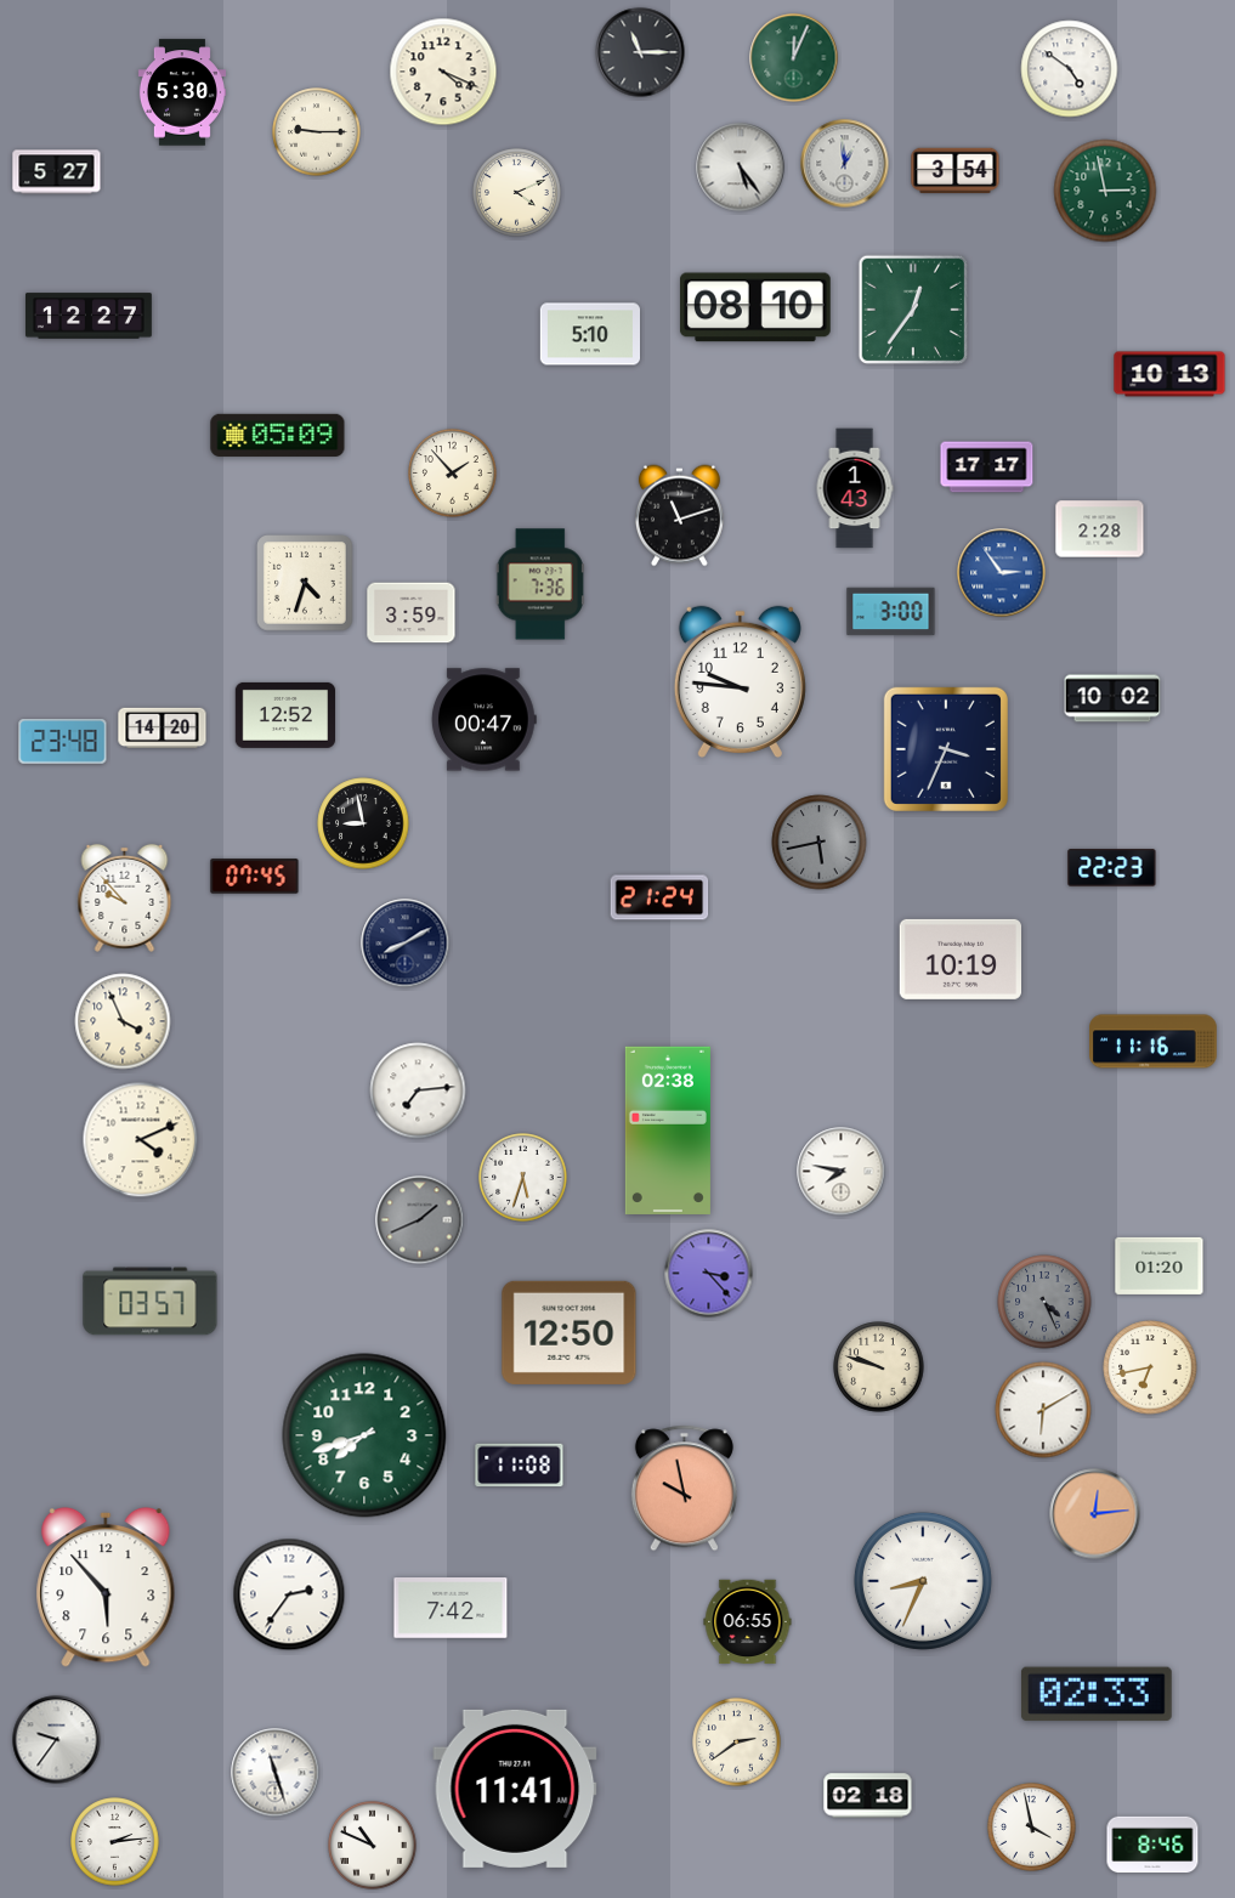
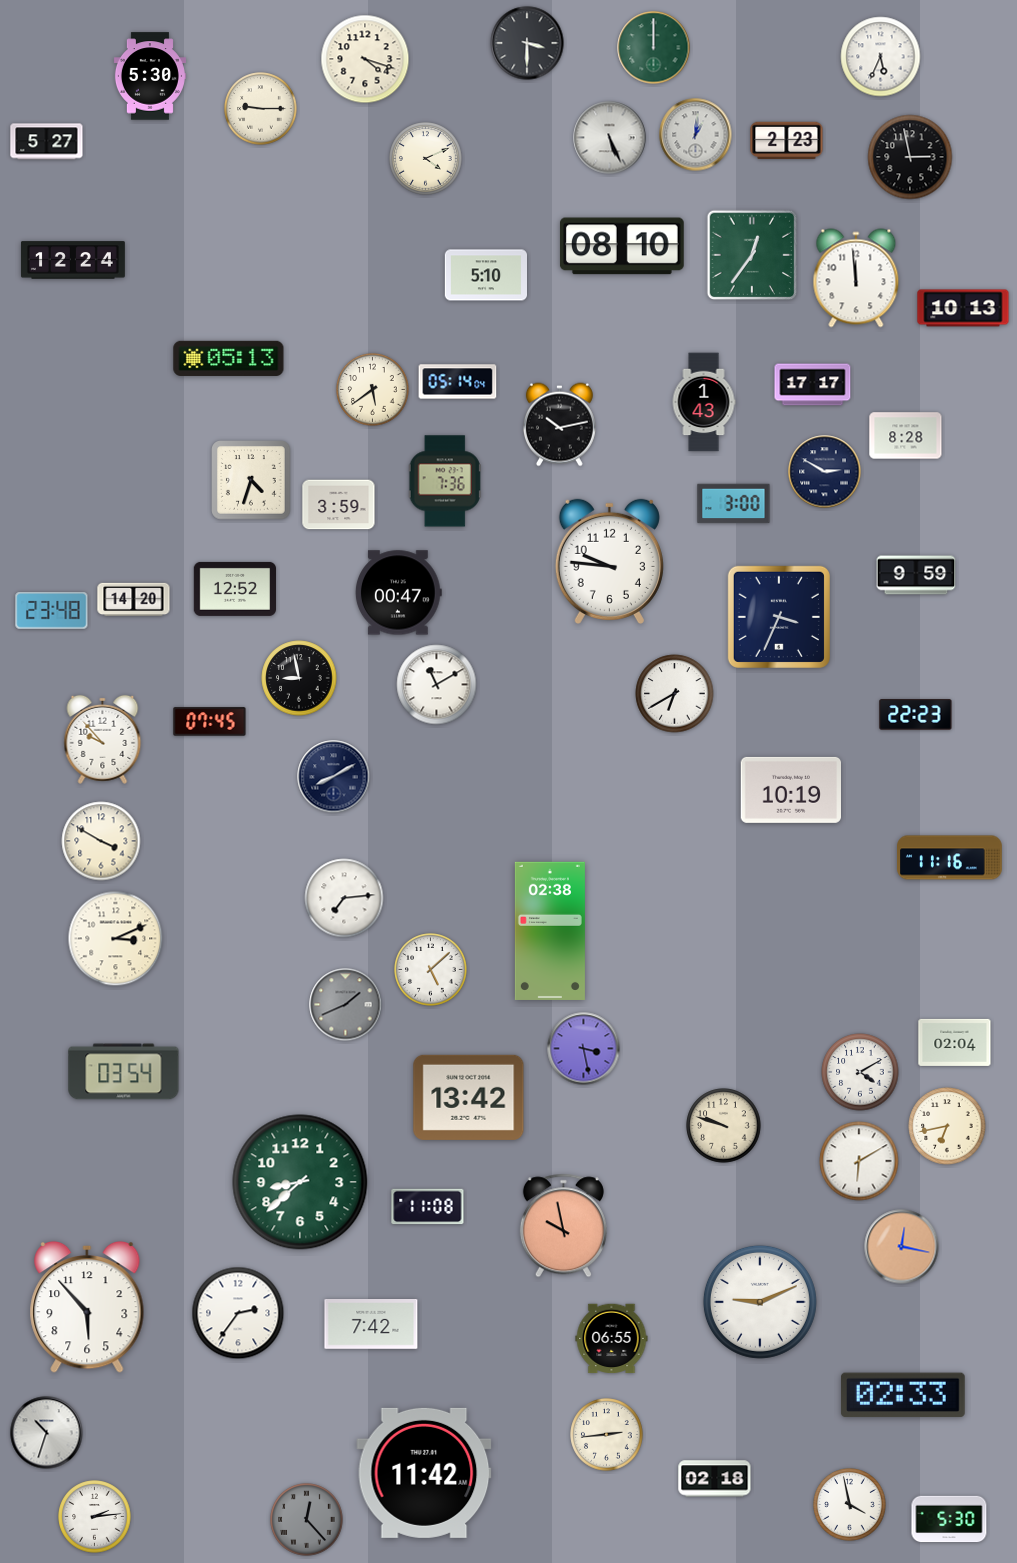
clock at (640, 52): 11:15 -> 3:30
clock at (794, 58): 12:04 -> 12:00
clock at (1070, 69): 4:51 -> 5:34
clock at (443, 72): 4:19 -> 4:18
clock at (845, 164): 12:59 -> 1:01
clock at (741, 168): 5:24 -> 5:26
clock at (956, 171): 3:54 -> 2:23
clock at (1105, 191) dial: green -> black
clock at (755, 307) position: (755, 307) -> (622, 246)
clock at (89, 316): 12:27 -> 12:24
clock at (856, 278): none -> 11:59
clock at (278, 435): 05:09 -> 05:13
clock at (458, 382): none -> 05:14
clock at (453, 474): 1:53 -> 5:39
clock at (679, 516): 11:12 -> 10:13
clock at (1100, 529): 2:28 -> 8:28
clock at (1002, 573): 2:54 -> 2:50
clock at (1002, 573) dial: blue -> navy
clock at (1112, 698): 10:02 -> 9:59
clock at (437, 685): none -> 11:10
clock at (820, 843): 5:43 -> 6:40
clock at (820, 843) dial: grey -> white
clock at (659, 897): 21:24 -> none
clock at (123, 1021): 3:56 -> 3:50
clock at (141, 1140): 4:11 -> 3:11
clock at (842, 1172): 7:47 -> none
clock at (523, 1178): 5:33 -> 5:08
clock at (1160, 1265): 01:20 -> 02:04
clock at (709, 1274): 3:23 -> 3:28
clock at (151, 1302): 03:57 -> 03:54
clock at (1044, 1302): 4:26 -> 4:10
clock at (1044, 1302) dial: grey -> white
clock at (570, 1332): 12:50 -> 13:42
clock at (364, 1435): 7:42 -> 8:38
clock at (1095, 1514): 12:14 -> 12:17
clock at (923, 1581): 8:34 -> 9:11
clock at (748, 1622) position: (748, 1622) -> (612, 1339)
clock at (57, 1740): 9:36 -> 10:33
clock at (737, 1743): 2:39 -> 2:44
clock at (276, 1773): 11:27 -> none
clock at (515, 1789): 11:41 -> 11:42
clock at (1152, 1845): 8:46 -> 5:30
clock at (373, 1846): 10:49 -> 12:23
clock at (373, 1846) dial: white -> grey
